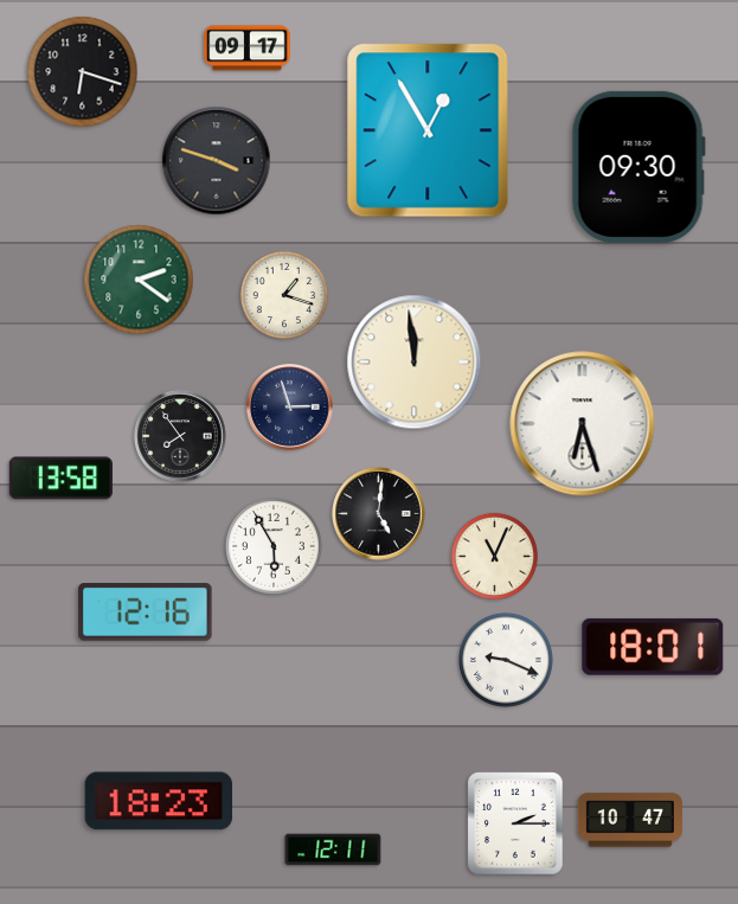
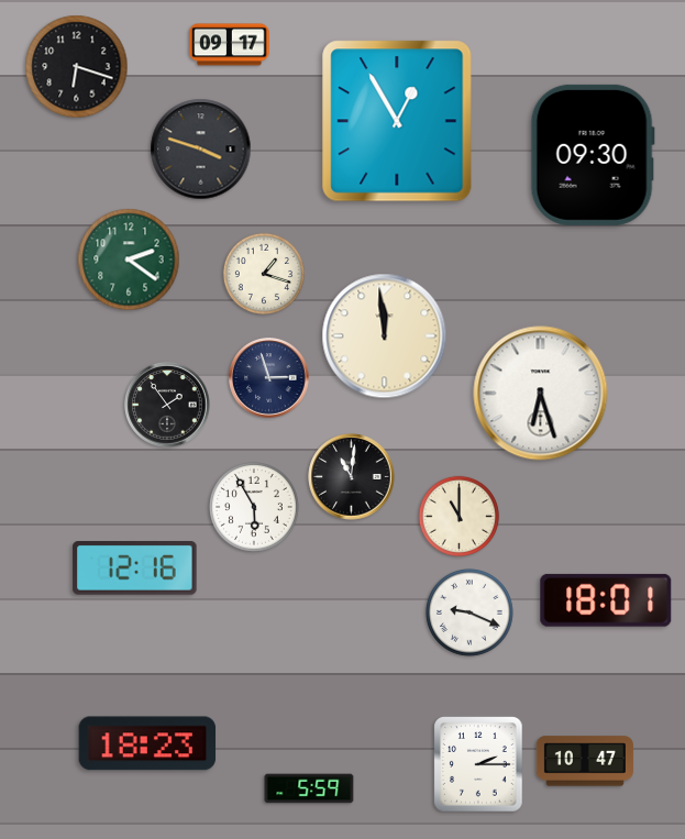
clock at (180, 436): 7:54 -> 1:54
clock at (60, 479): 13:58 -> none
clock at (379, 514): 5:01 -> 11:01
clock at (494, 556): 11:04 -> 11:00
clock at (333, 849): 12:11 -> 5:59
